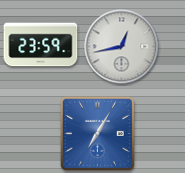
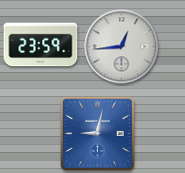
clock at (122, 47): 12:43 -> 12:44
clock at (97, 133): 7:05 -> 9:02
